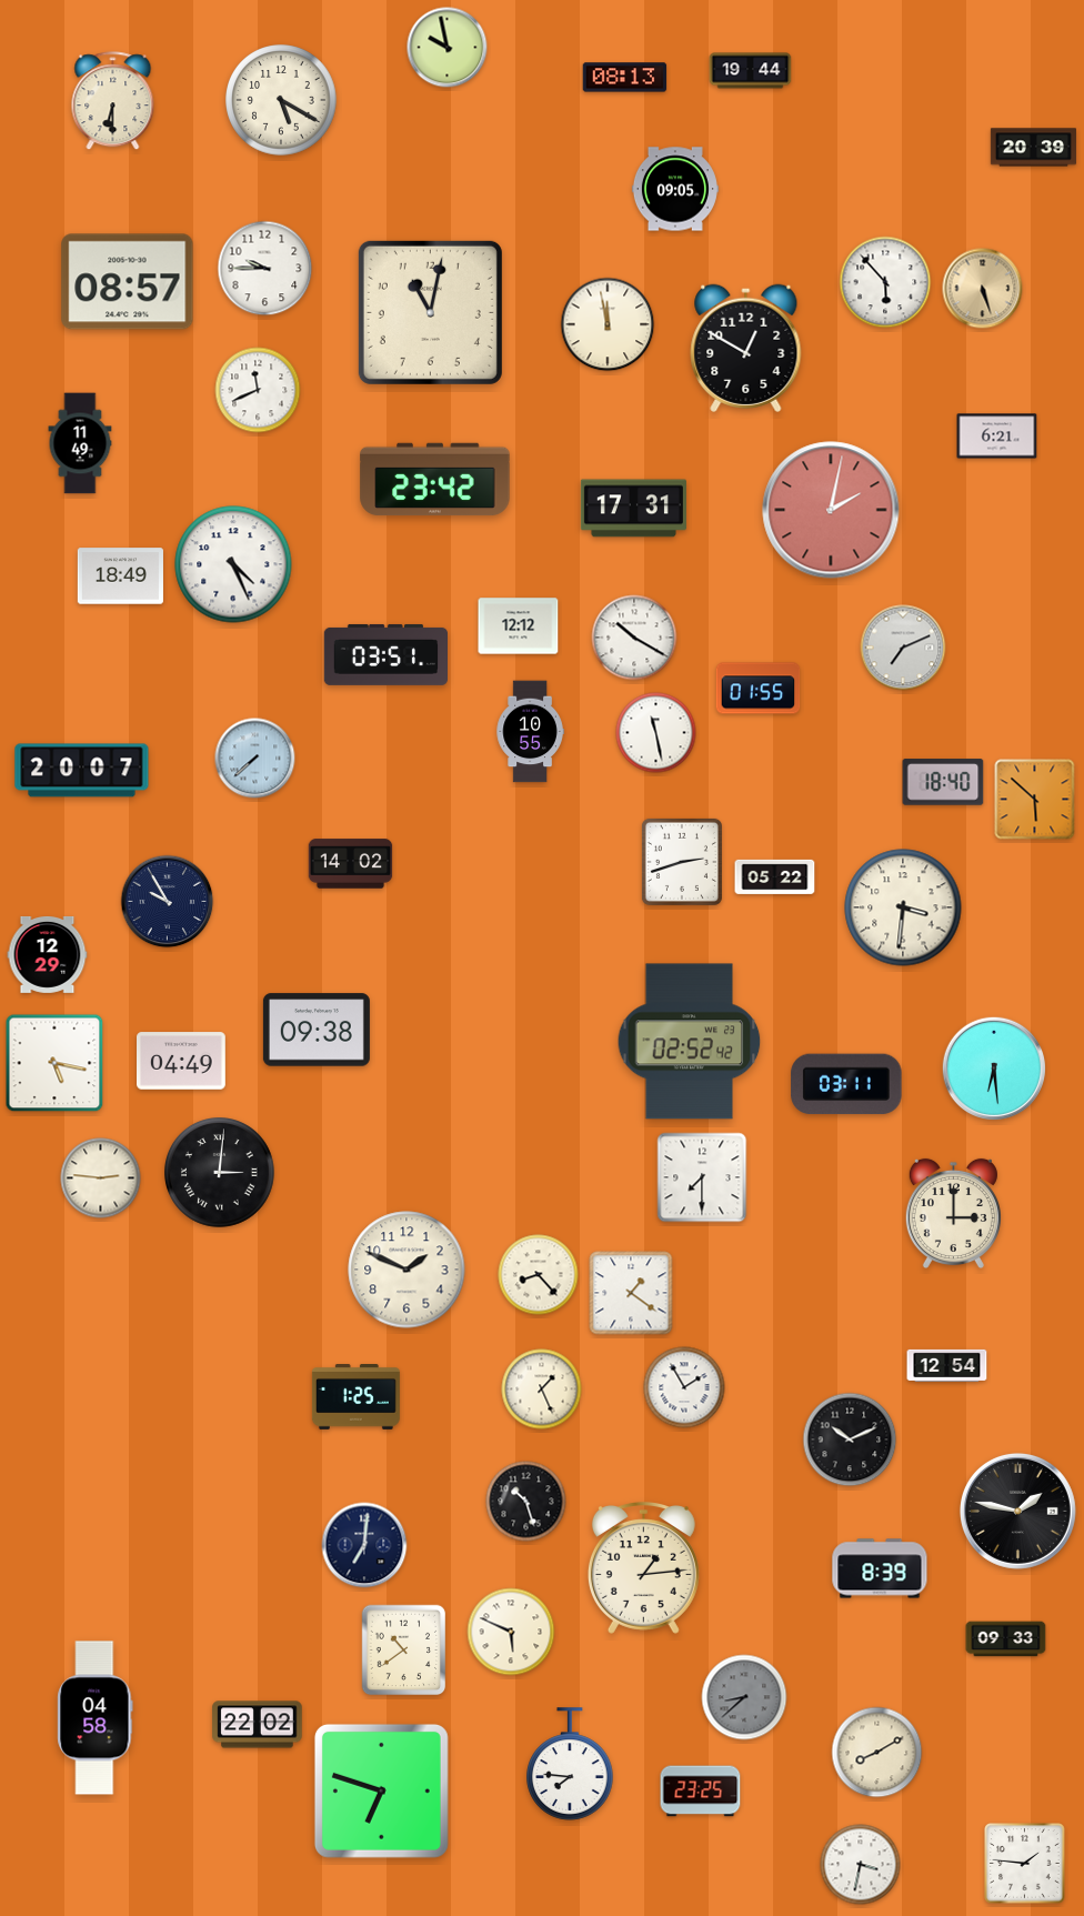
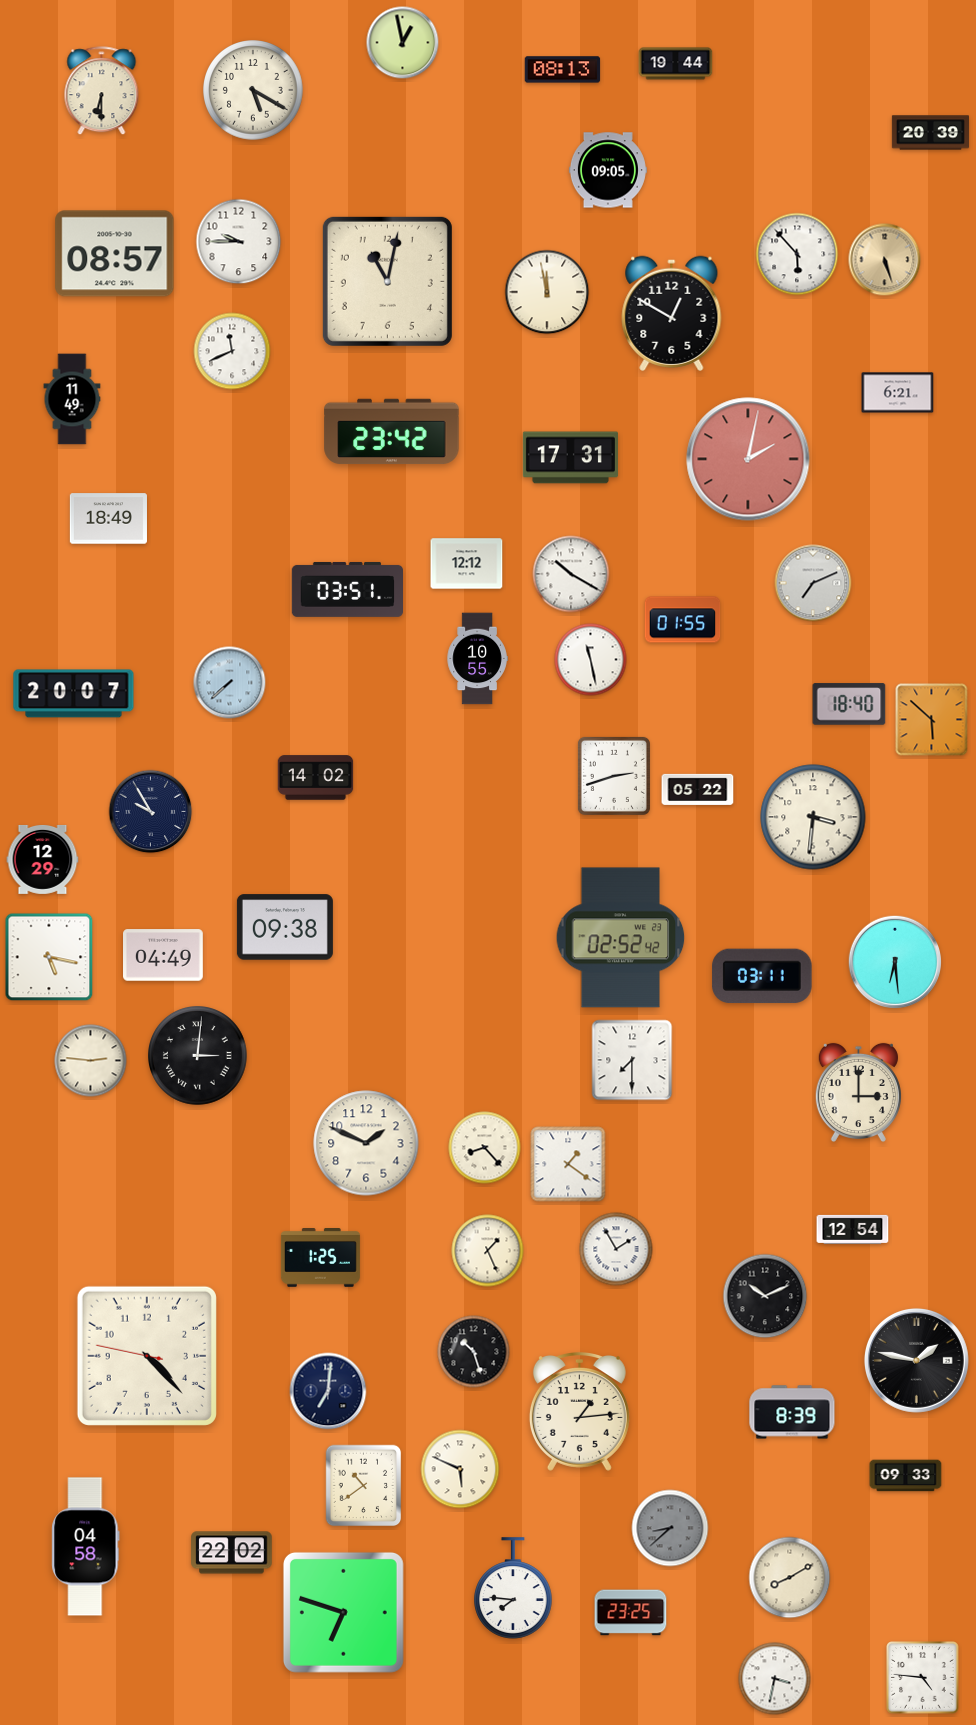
clock at (448, 48): 9:58 -> 12:58
clock at (233, 564): 4:26 -> none
clock at (147, 1356): none -> 4:22
clock at (1025, 1864): 1:46 -> 4:46
